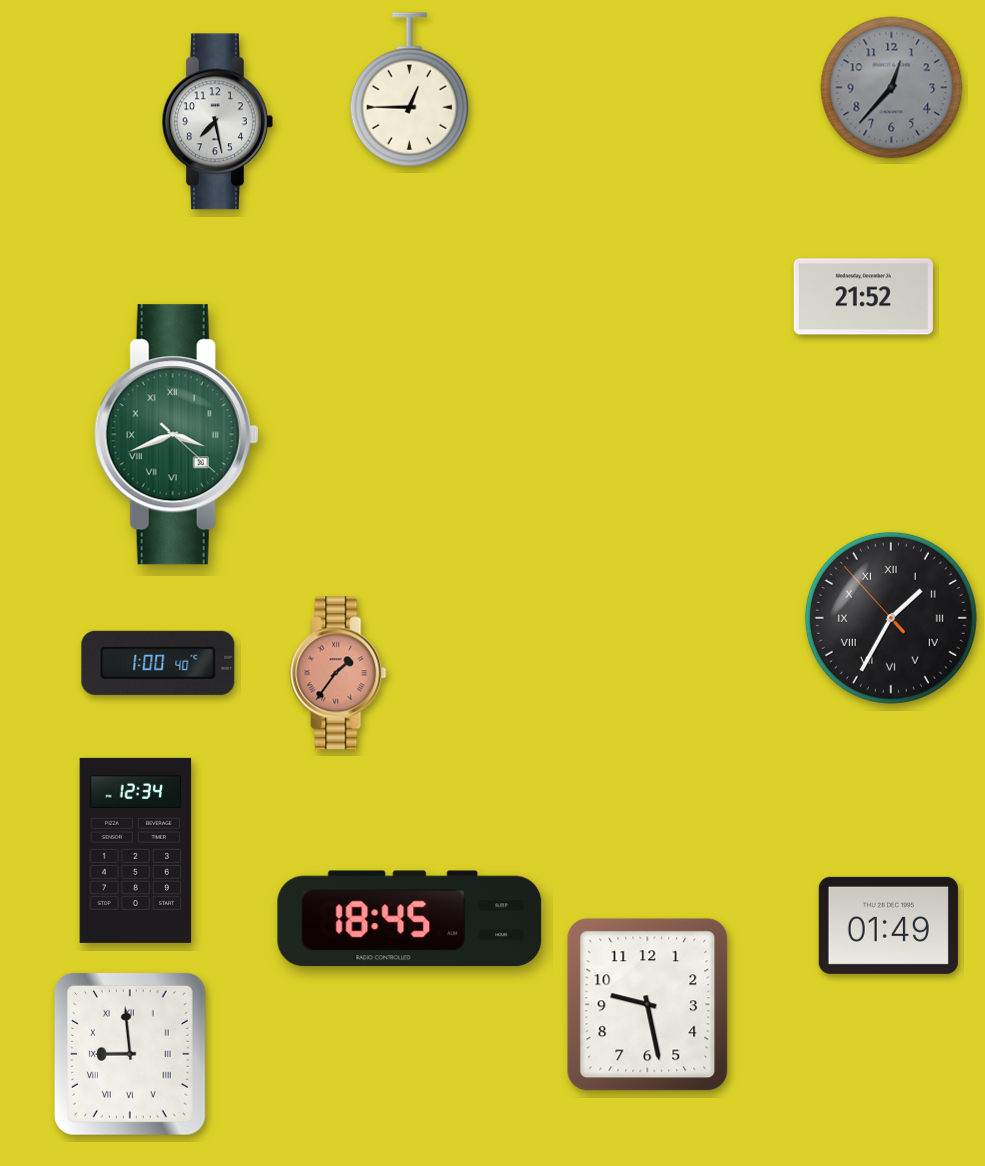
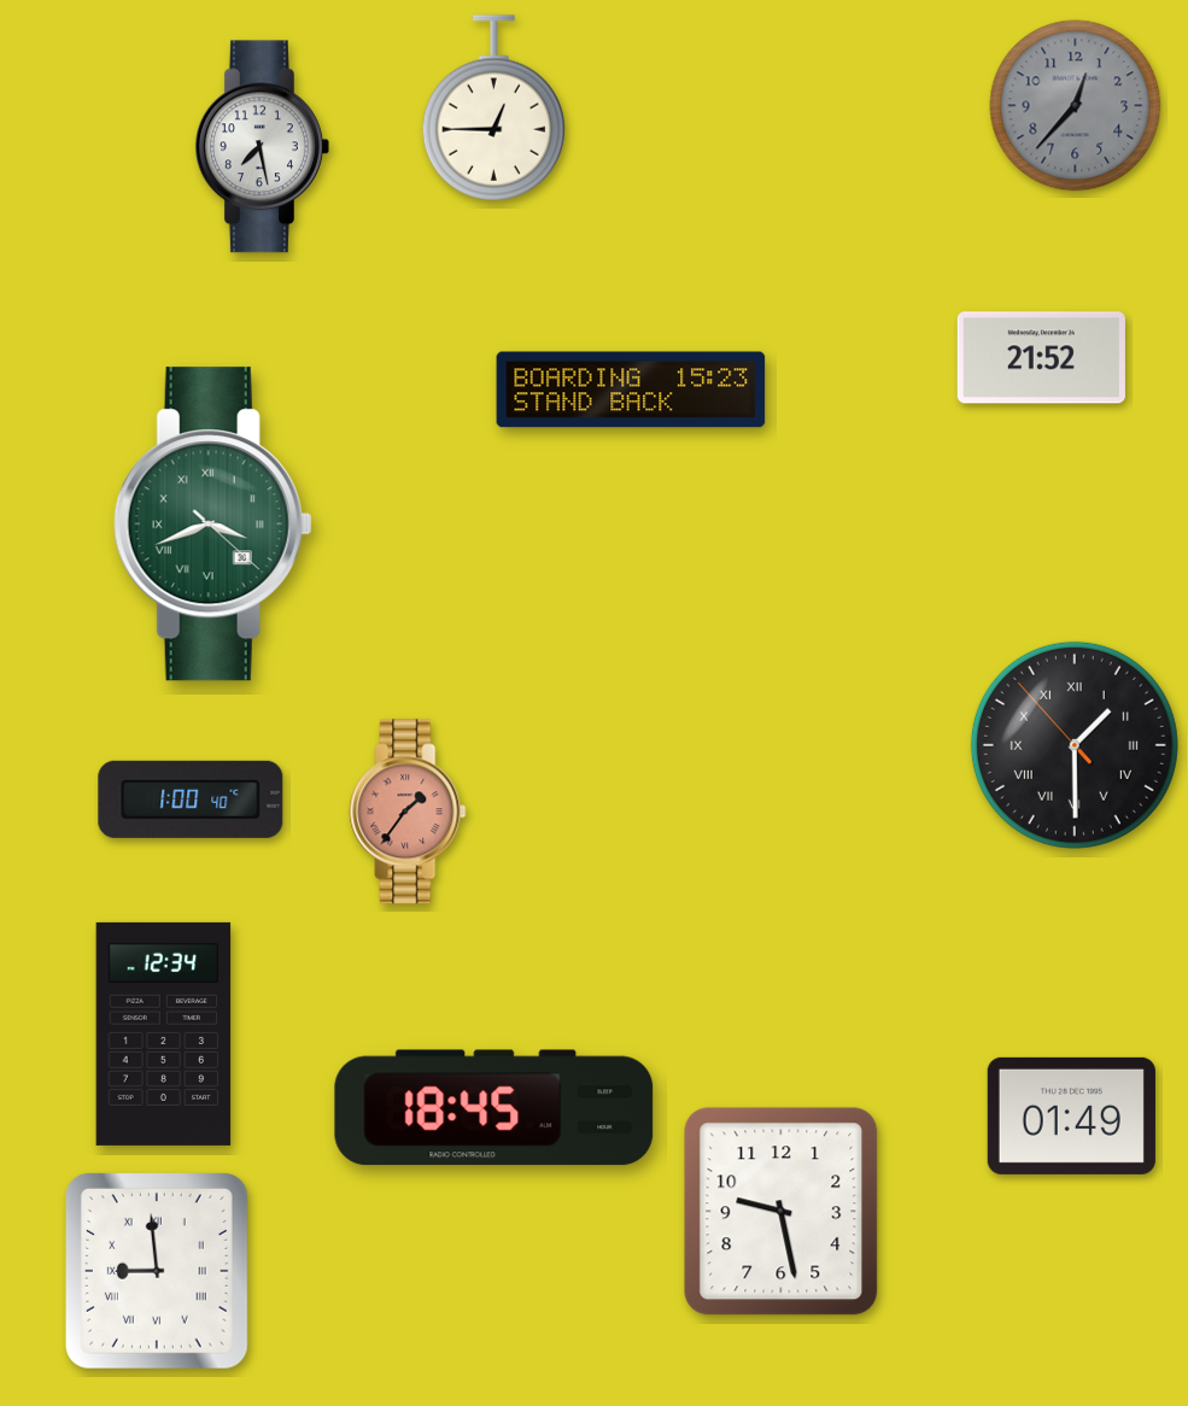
clock at (631, 389): none -> 15:23
clock at (891, 618): 1:34 -> 1:29
clock at (136, 850) position: (136, 850) -> (164, 1033)
